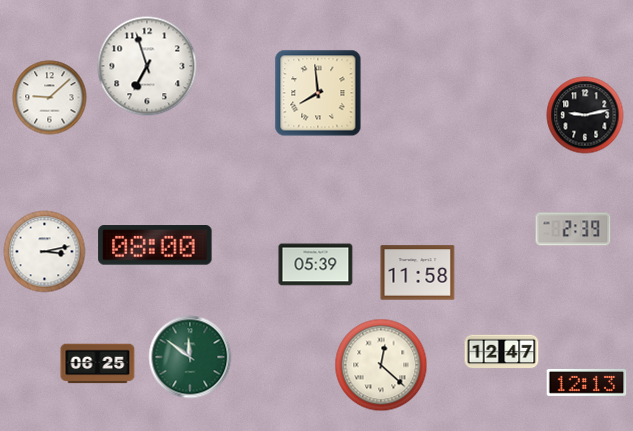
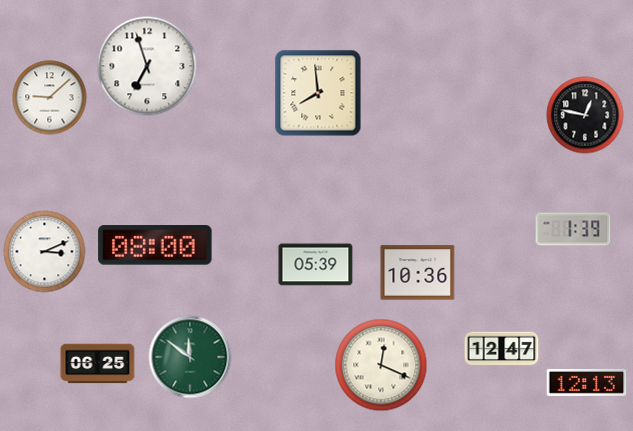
clock at (585, 115): 9:13 -> 12:47
clock at (573, 229): 2:39 -> 1:39
clock at (45, 252): 3:13 -> 3:11
clock at (418, 273): 11:58 -> 10:36
clock at (502, 352) position: (502, 352) -> (502, 349)
clock at (381, 365): 12:22 -> 12:19
